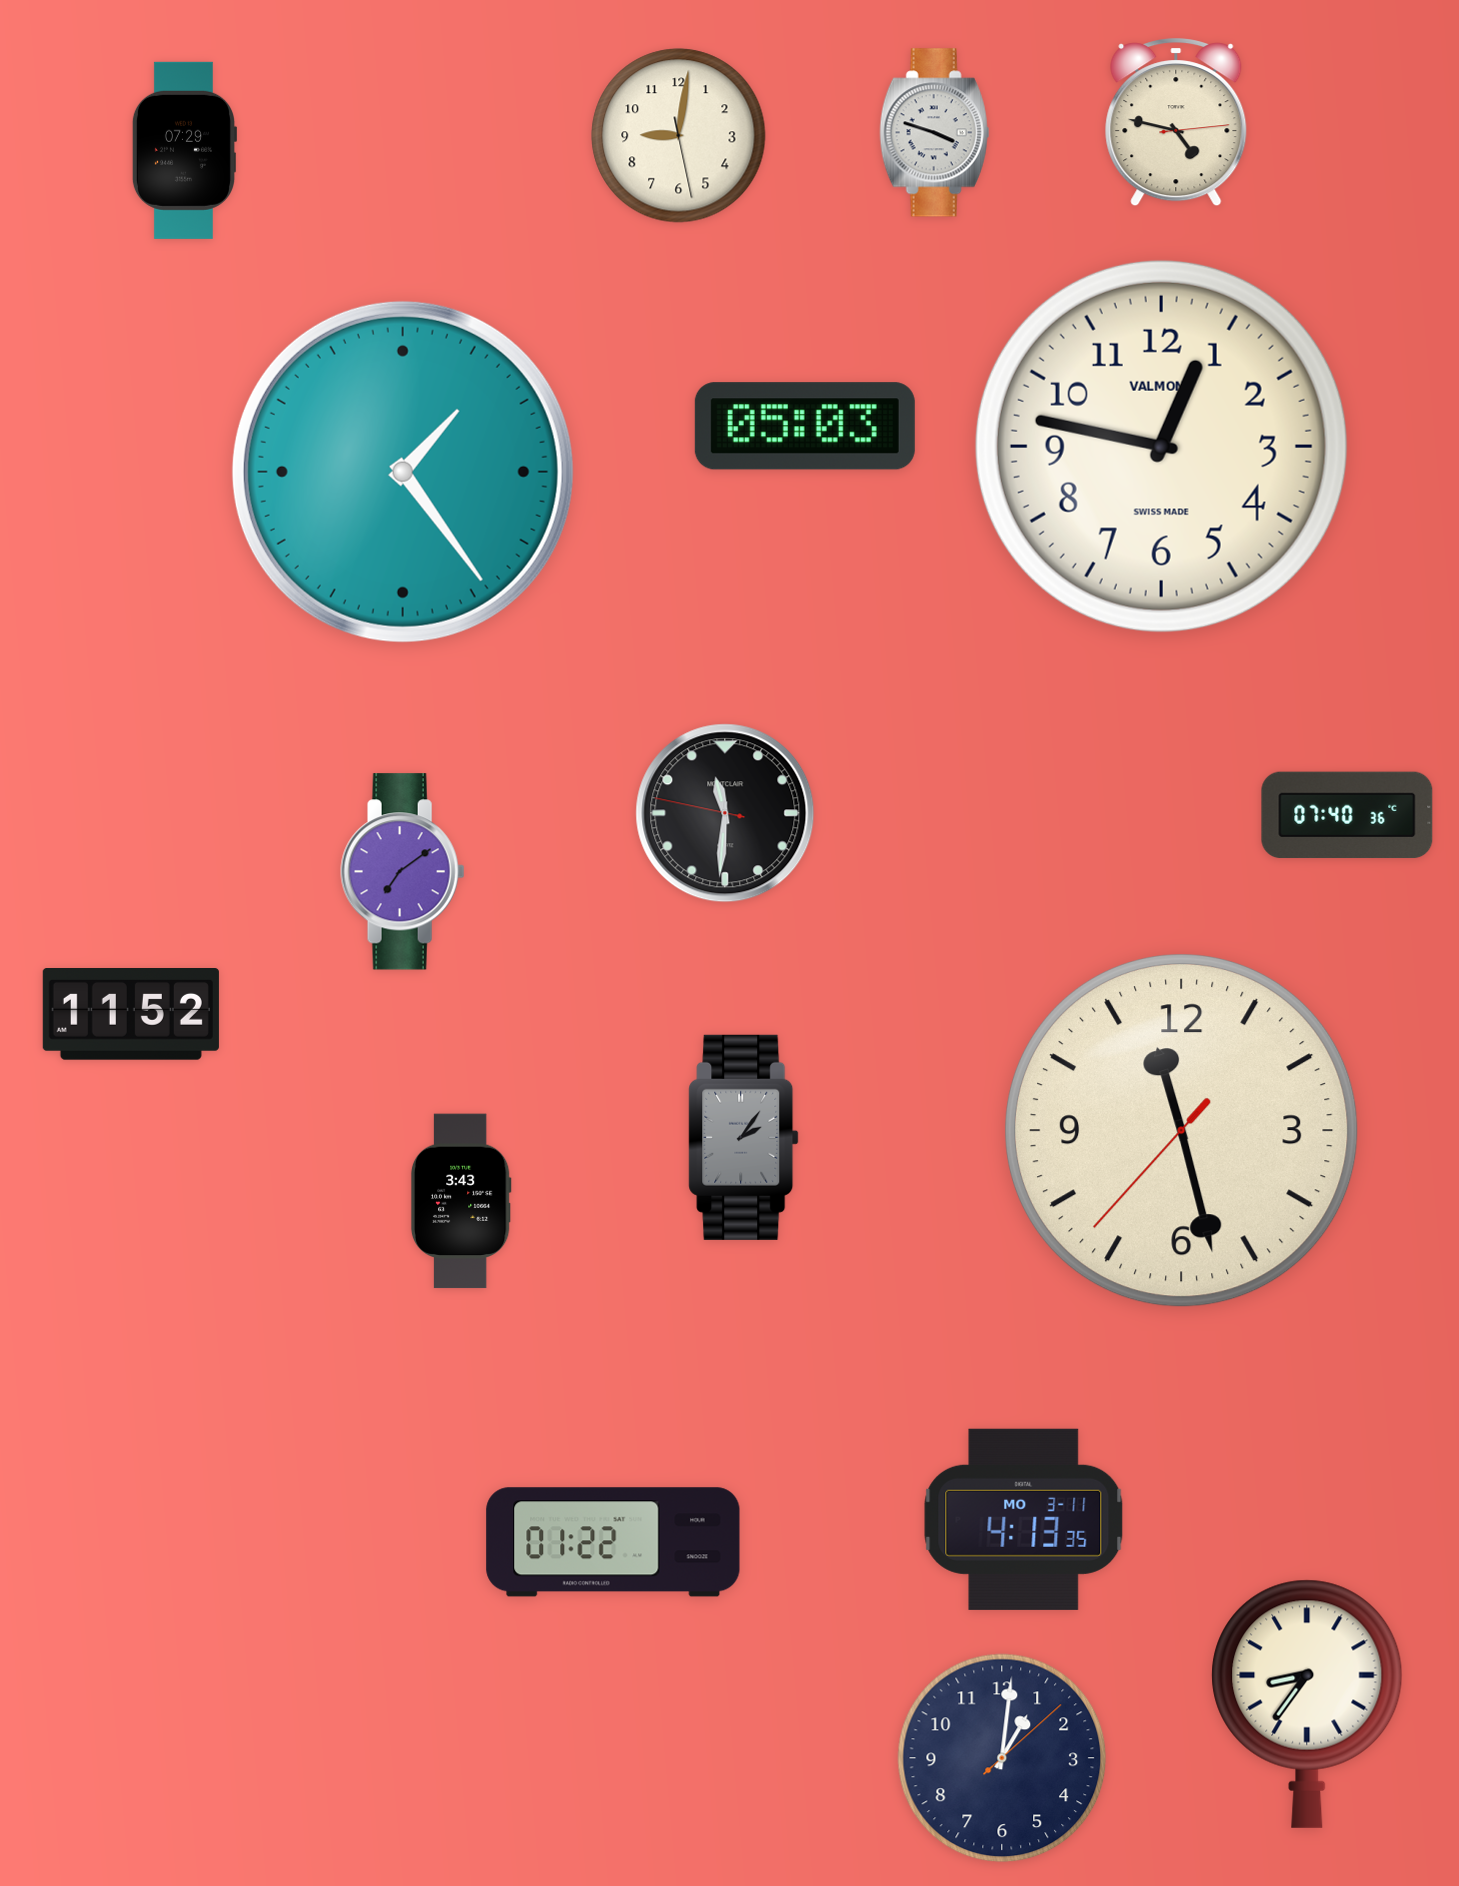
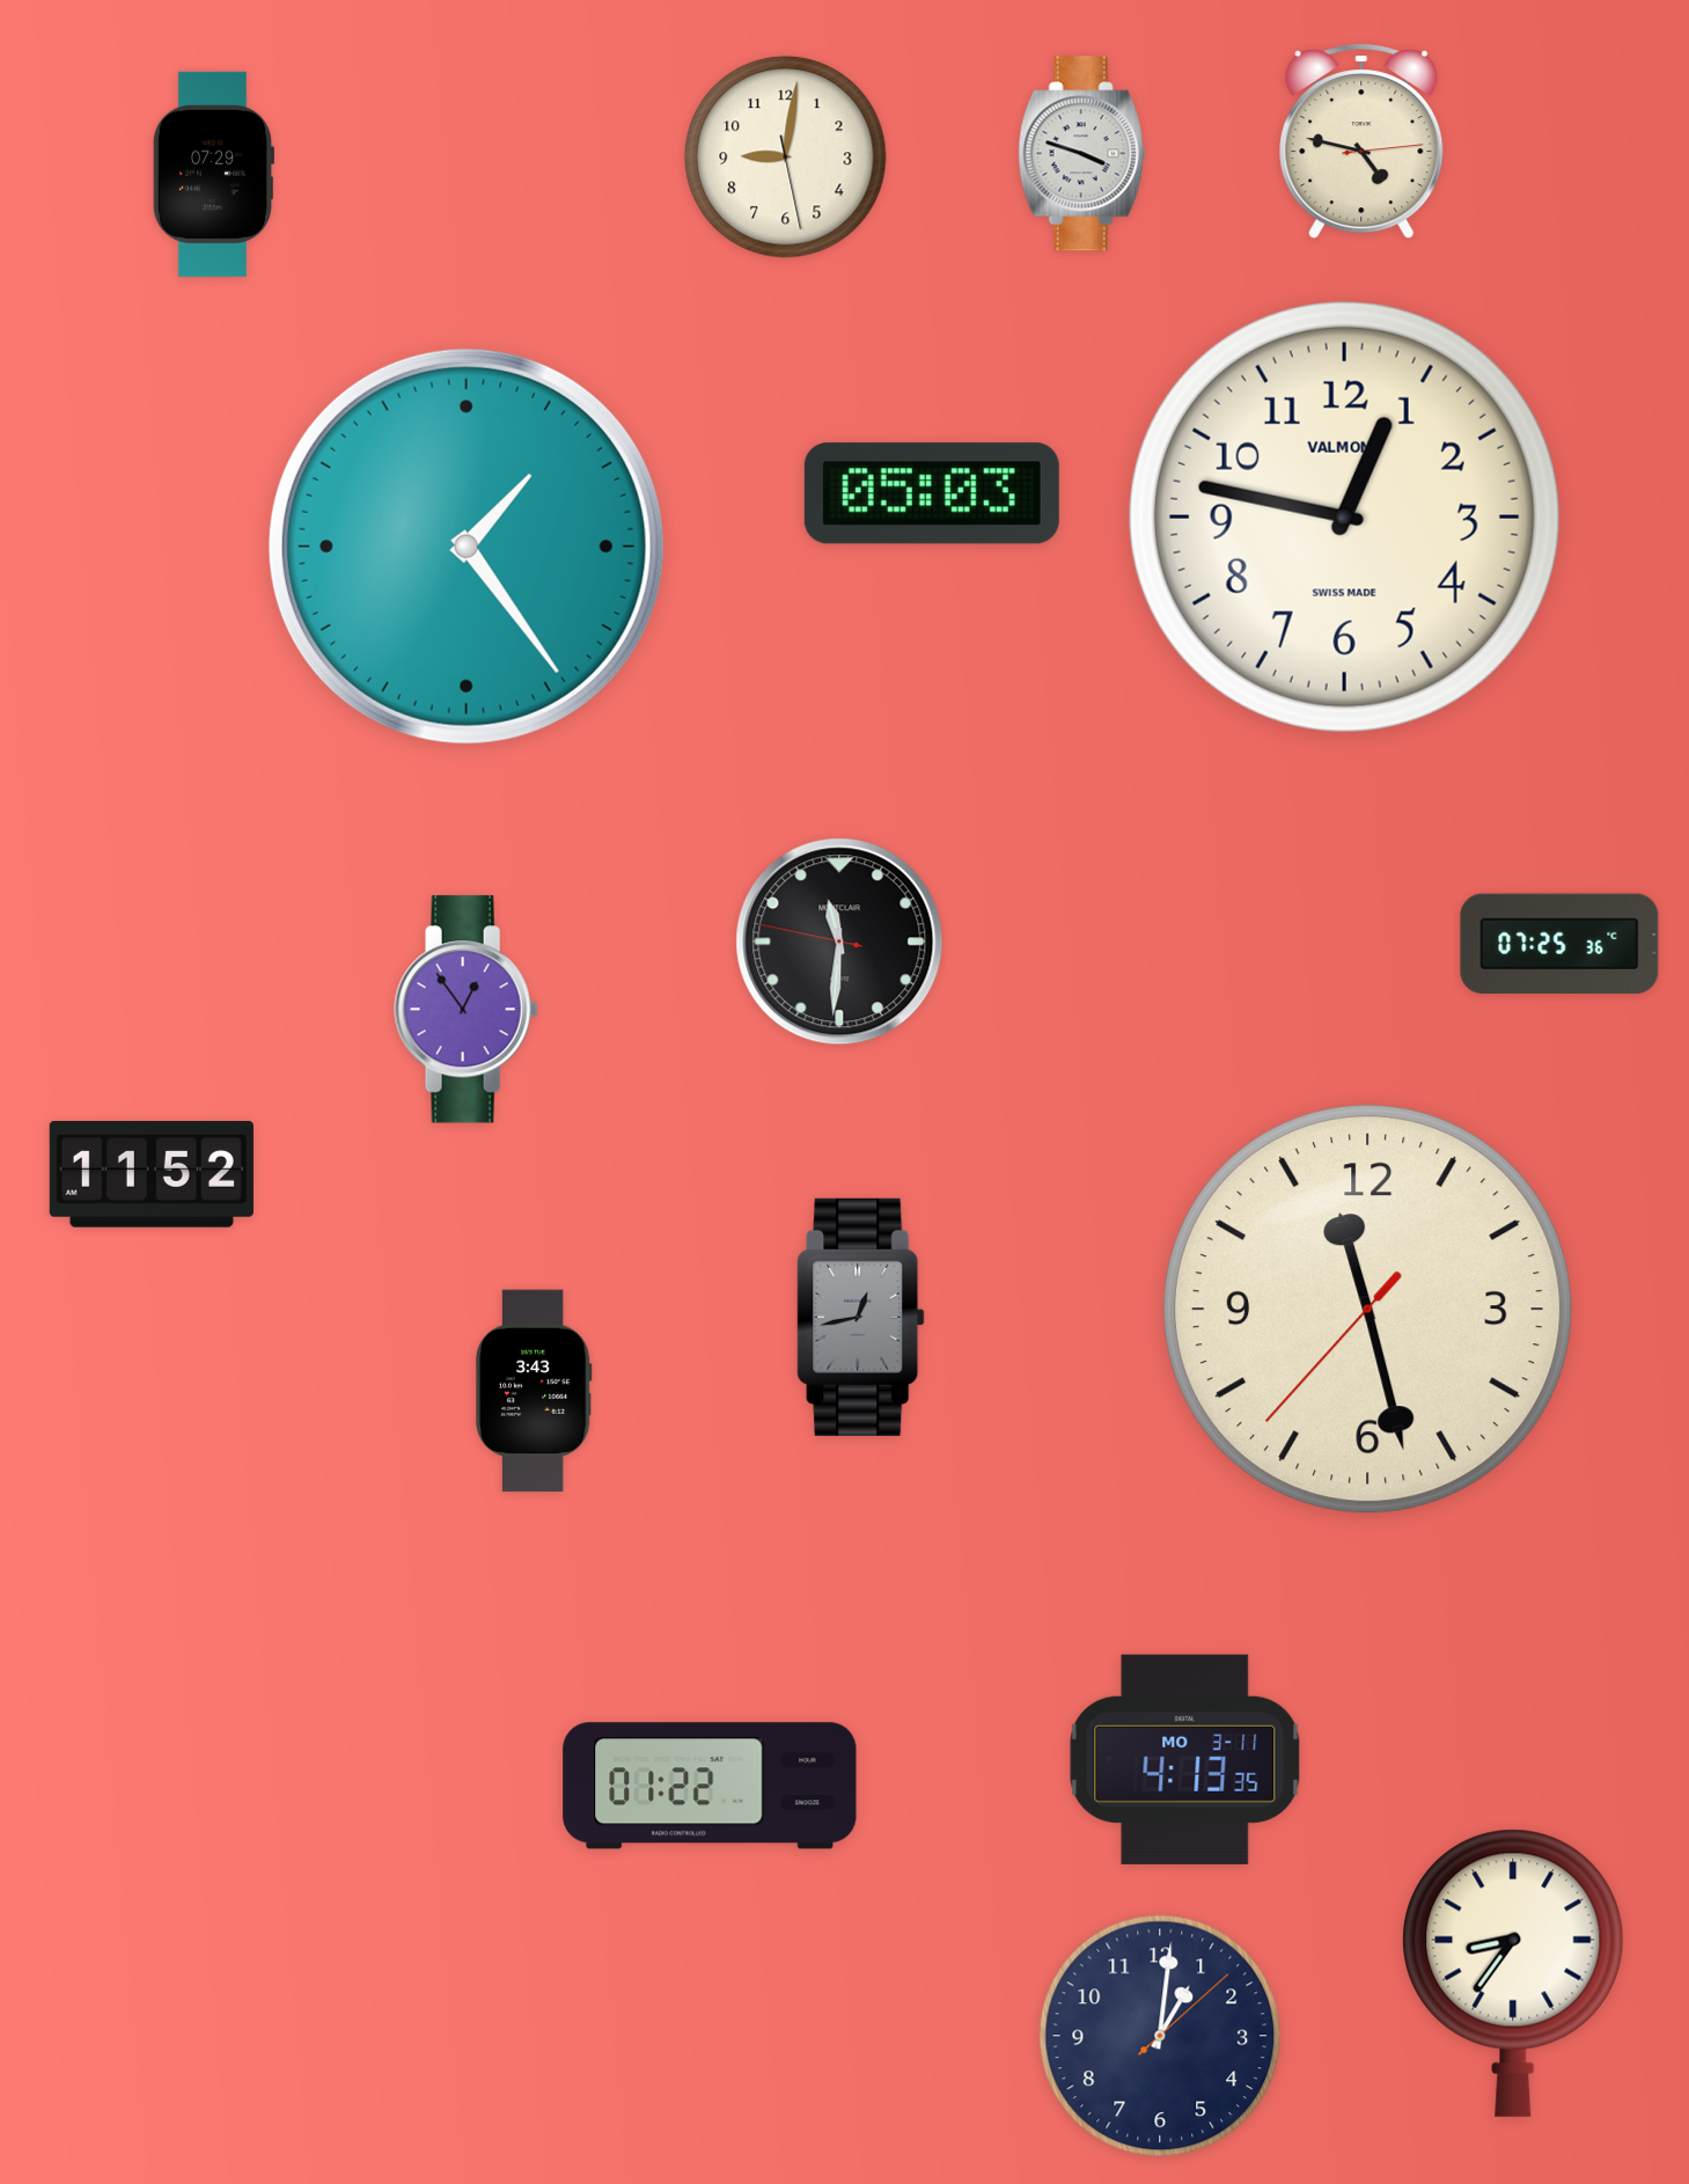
clock at (1347, 815): 07:40 -> 07:25
clock at (403, 872): 7:09 -> 12:54
clock at (744, 1137): 2:06 -> 12:43
